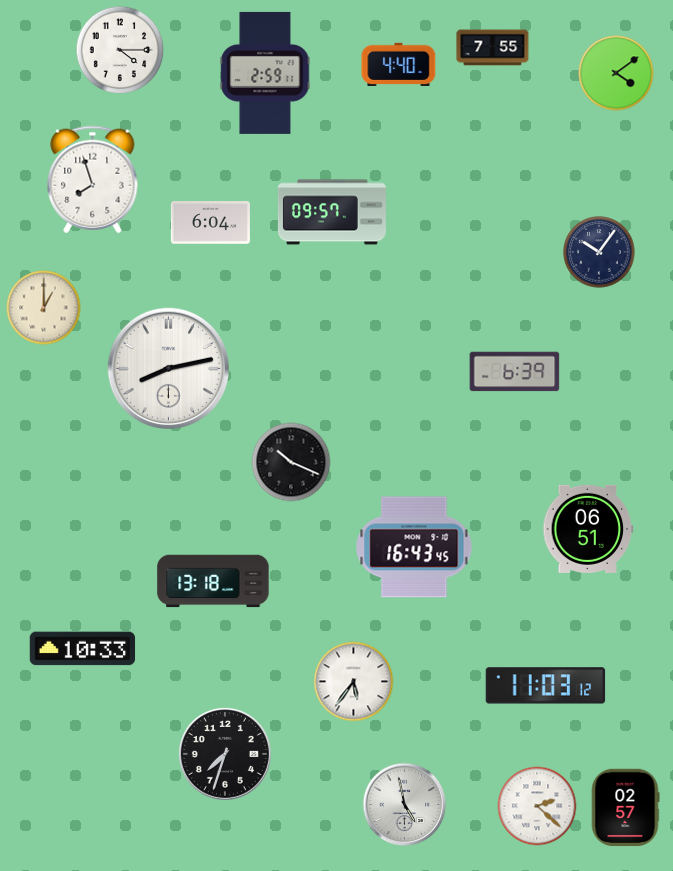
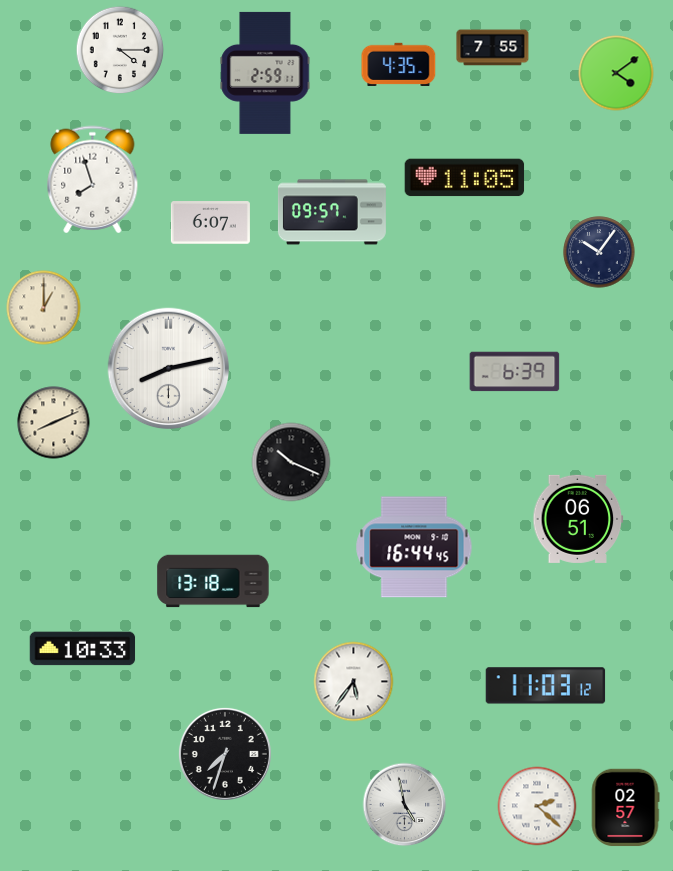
clock at (399, 64): 4:40 -> 4:35
clock at (465, 178): none -> 11:05
clock at (210, 223): 6:04 -> 6:07
clock at (54, 423): none -> 8:11
clock at (588, 529) position: (588, 529) -> (578, 519)
clock at (414, 547): 16:43 -> 16:44
